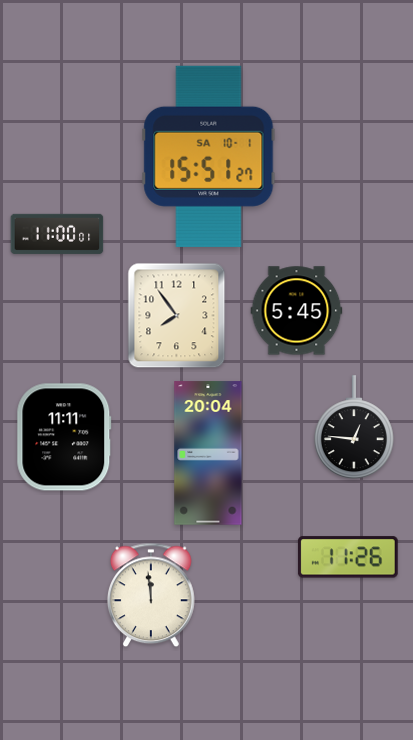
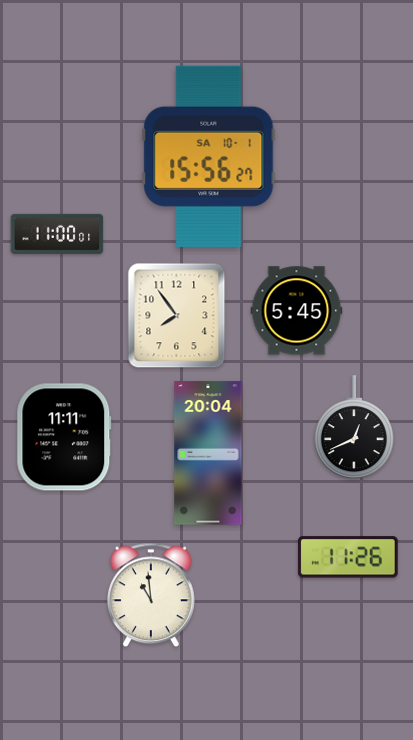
clock at (209, 156): 15:51 -> 15:56
clock at (354, 428): 12:46 -> 12:41
clock at (151, 595): 11:59 -> 10:59
